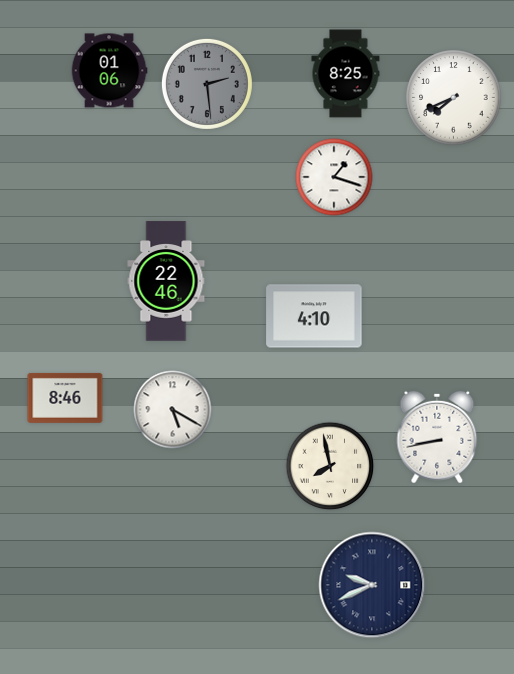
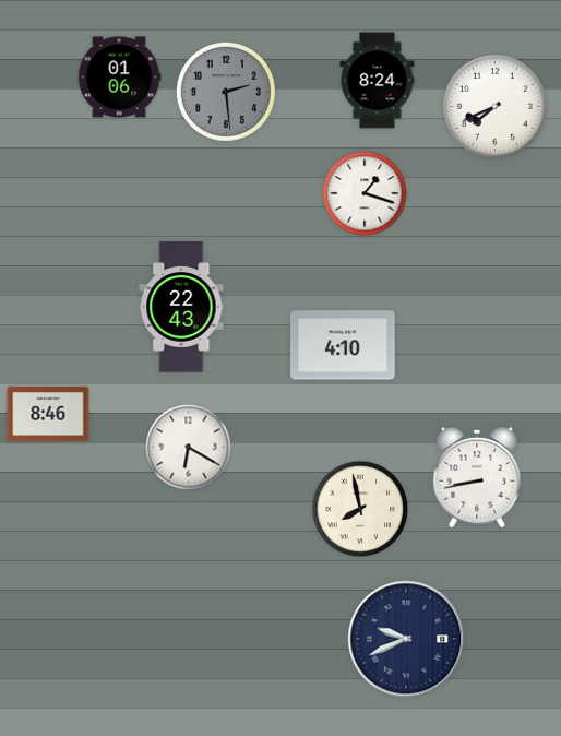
clock at (346, 74): 8:25 -> 8:24
clock at (166, 281): 22:46 -> 22:43
clock at (65, 398) position: (65, 398) -> (48, 414)
clock at (173, 410): 5:20 -> 6:20
